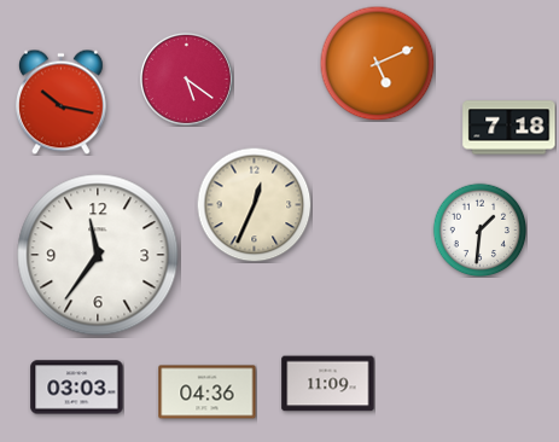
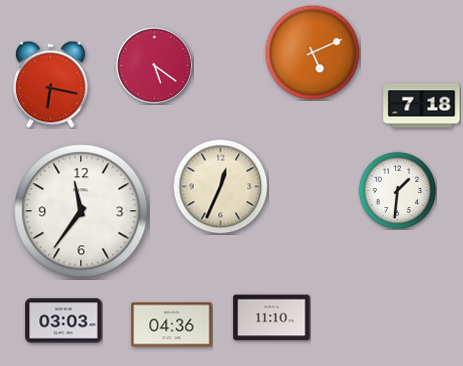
clock at (62, 101): 10:17 -> 6:17
clock at (254, 204) position: (254, 204) -> (220, 186)
clock at (328, 384): 11:09 -> 11:10
